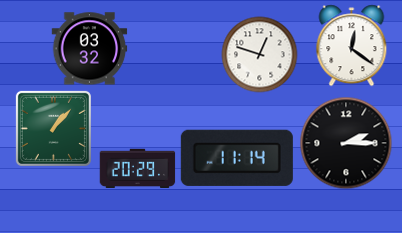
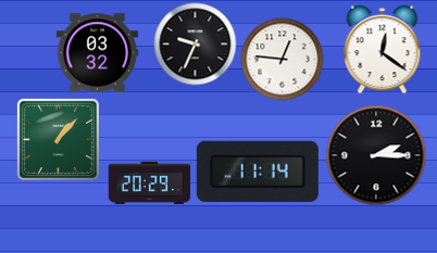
clock at (196, 45): none -> 9:34
clock at (260, 55): 12:48 -> 12:46
